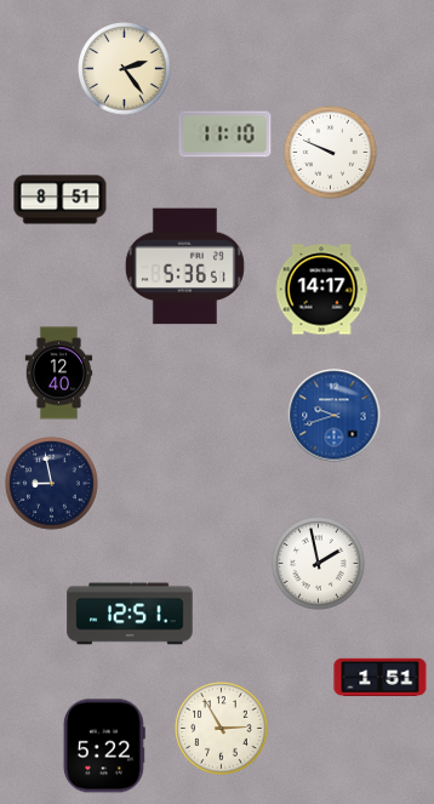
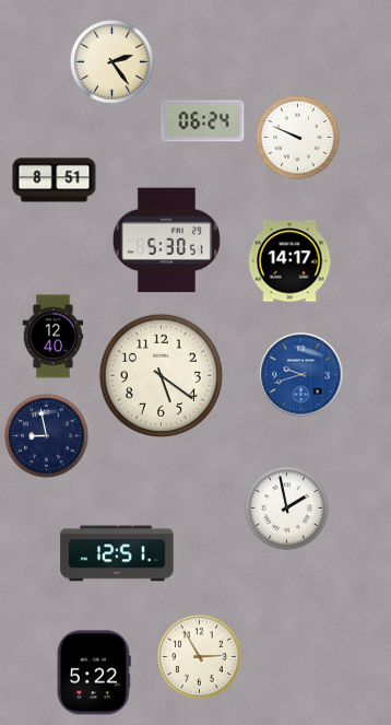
clock at (225, 135): 11:10 -> 06:24
clock at (184, 267): 5:36 -> 5:30
clock at (161, 375): none -> 5:21
clock at (381, 677): 1:51 -> none
